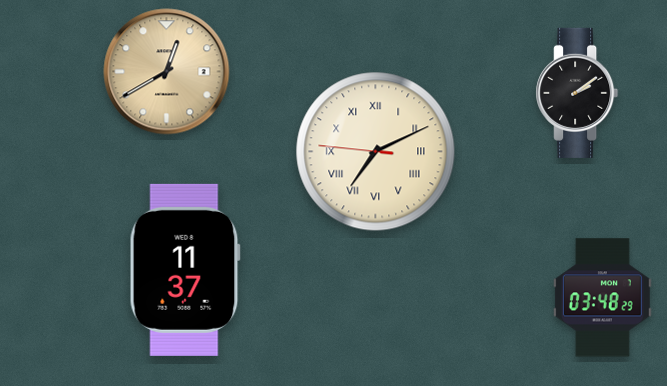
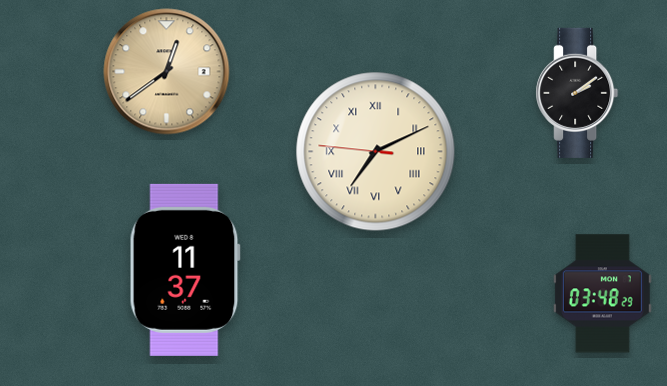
clock at (167, 72): 12:40 -> 12:39
clock at (602, 298) position: (602, 298) -> (602, 294)
